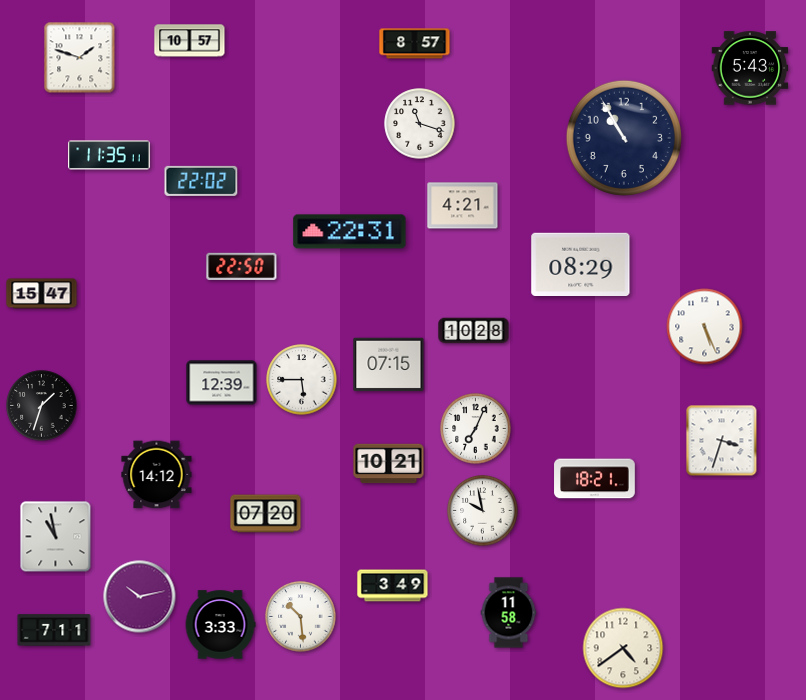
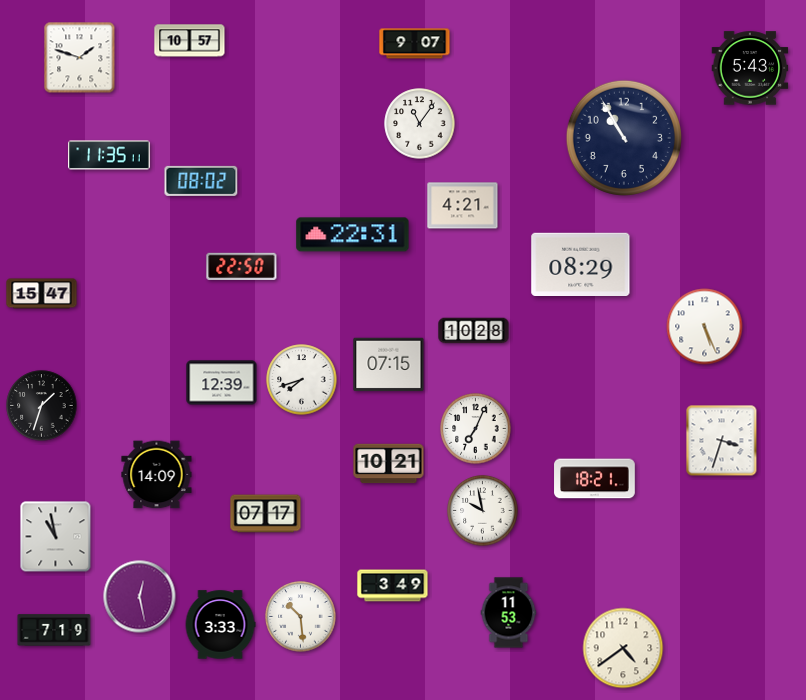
clock at (415, 44): 8:57 -> 9:07
clock at (420, 124): 11:18 -> 11:06
clock at (201, 181): 22:02 -> 08:02
clock at (350, 232) position: (350, 232) -> (353, 235)
clock at (302, 380): 5:45 -> 7:42
clock at (157, 475): 14:12 -> 14:09
clock at (266, 514): 07:20 -> 07:17
clock at (140, 597): 10:13 -> 12:28
clock at (509, 613): 11:58 -> 11:53
clock at (54, 630): 7:11 -> 7:19
